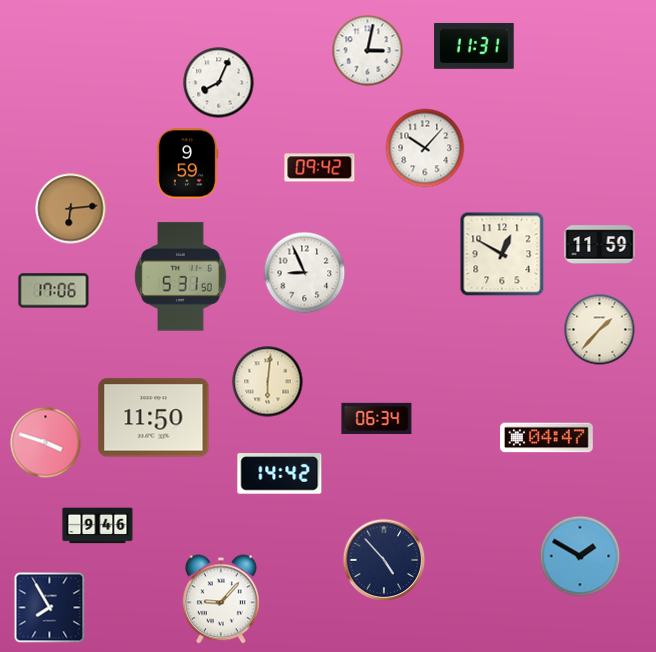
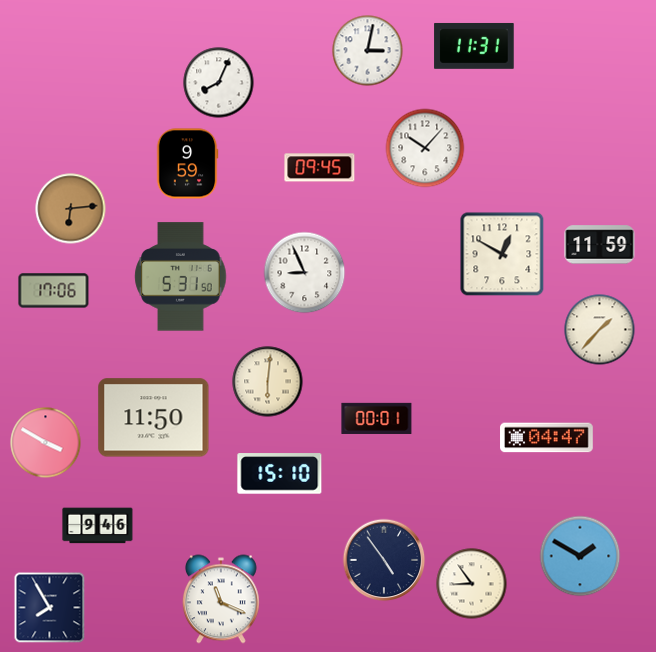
clock at (320, 168): 09:42 -> 09:45
clock at (377, 418): 06:34 -> 00:01
clock at (46, 443): 3:48 -> 3:50
clock at (280, 474): 14:42 -> 15:10
clock at (384, 560): 4:53 -> 4:54
clock at (472, 584): none -> 8:54
clock at (221, 599): 9:07 -> 11:19
